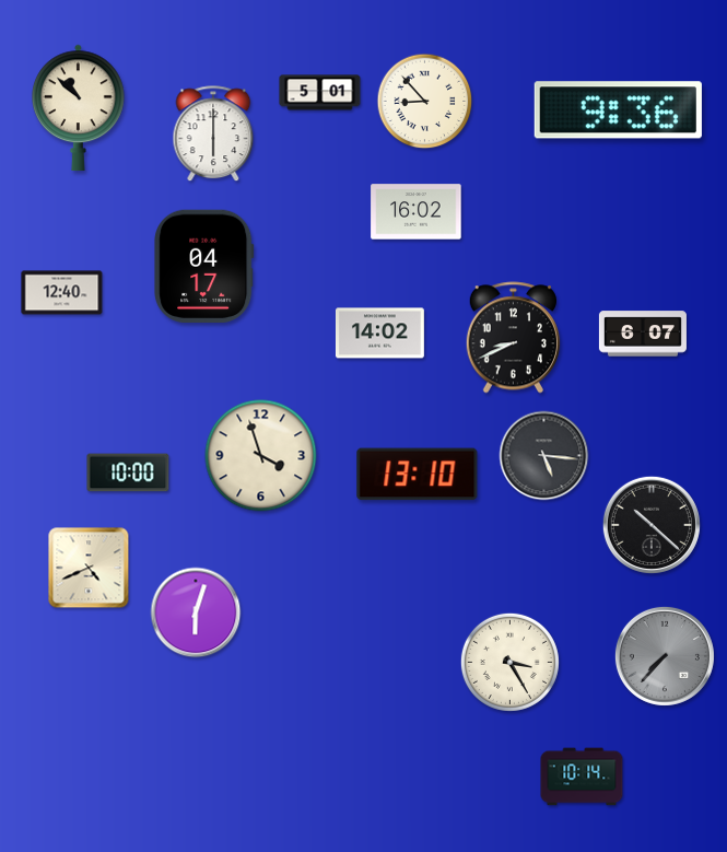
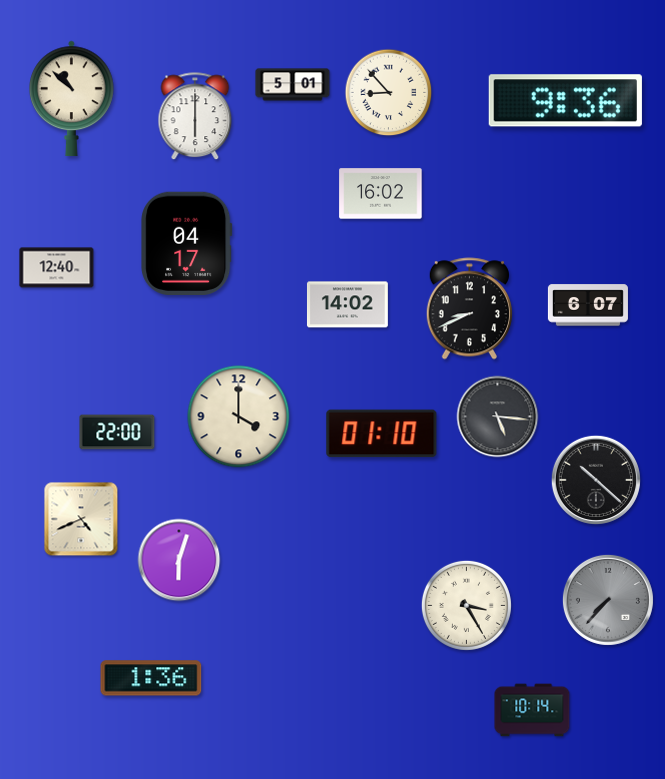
clock at (213, 135) position: (213, 135) -> (195, 117)
clock at (261, 456): 3:57 -> 4:00
clock at (128, 472): 10:00 -> 22:00
clock at (418, 475): 13:10 -> 01:10
clock at (151, 678): none -> 1:36
